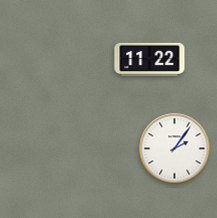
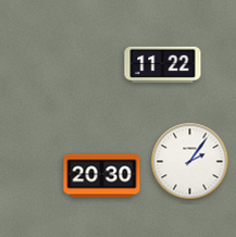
clock at (102, 176): none -> 20:30
